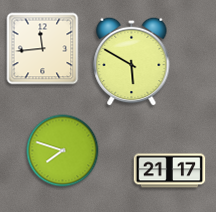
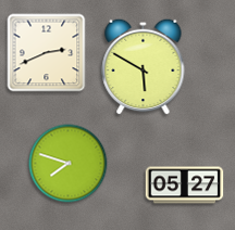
clock at (43, 49): 11:44 -> 2:41
clock at (170, 171): 21:17 -> 05:27
